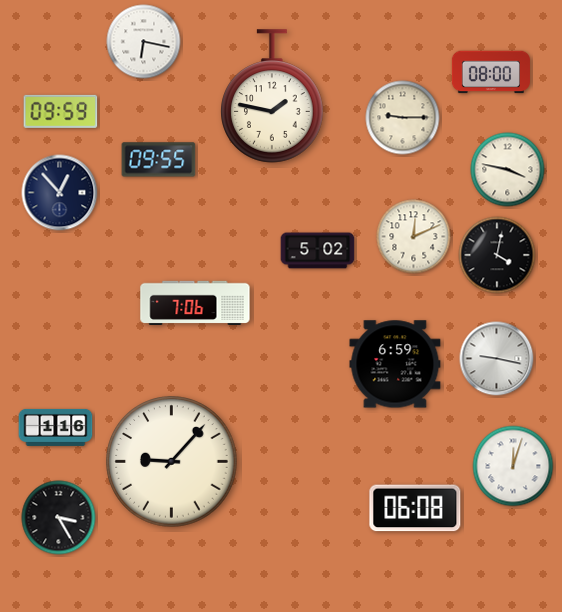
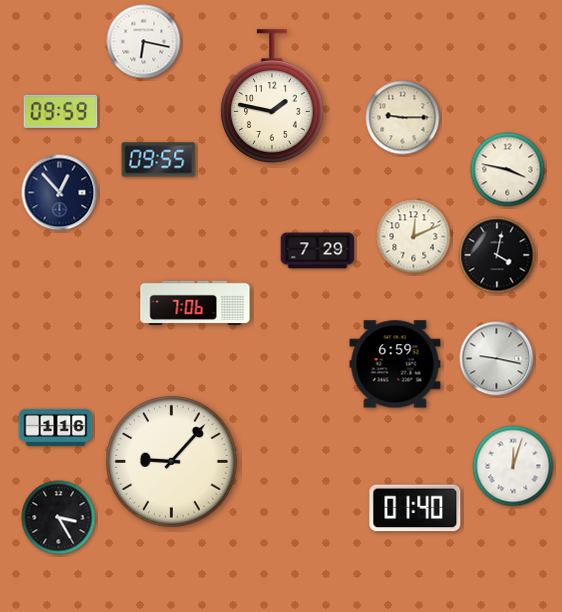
clock at (491, 72): 08:00 -> none
clock at (318, 251): 5:02 -> 7:29
clock at (415, 508): 06:08 -> 01:40
